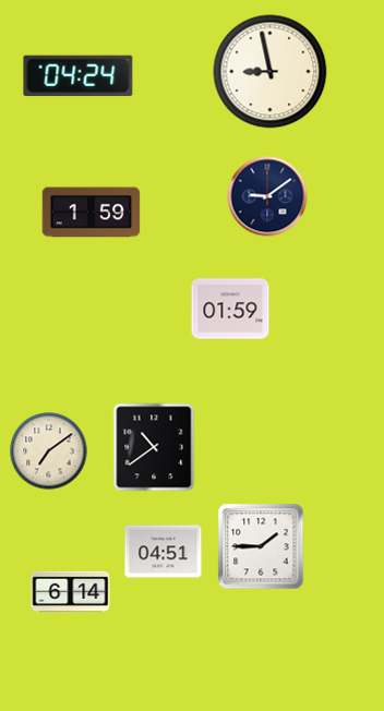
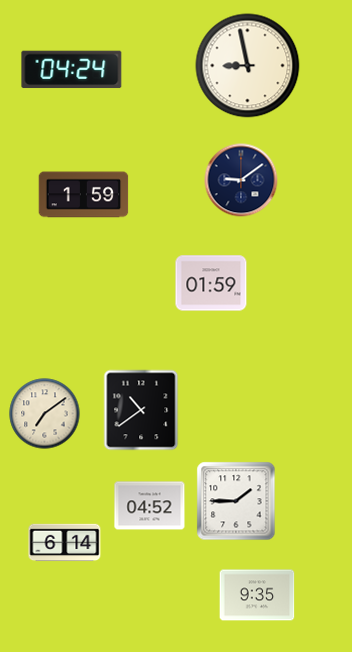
clock at (267, 196) position: (267, 196) -> (241, 180)
clock at (261, 546) position: (261, 546) -> (236, 501)
clock at (164, 552): 04:51 -> 04:52
clock at (257, 595): none -> 9:35
